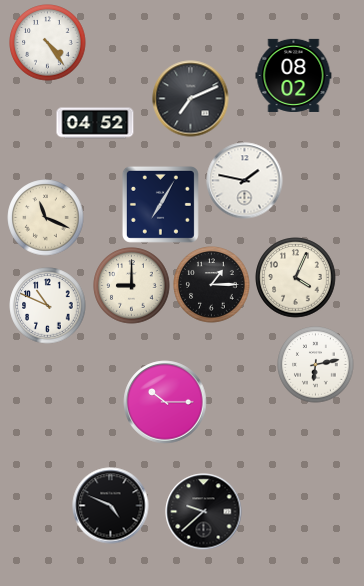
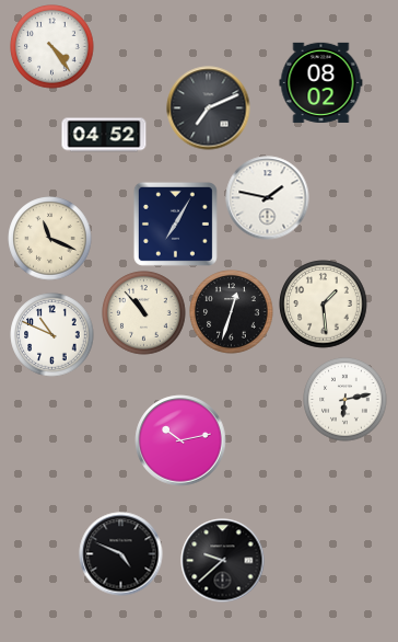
clock at (296, 278): 4:04 -> 1:29
clock at (212, 285): 1:15 -> 12:33
clock at (132, 286): 9:00 -> 10:53
clock at (165, 402): 10:15 -> 10:13
